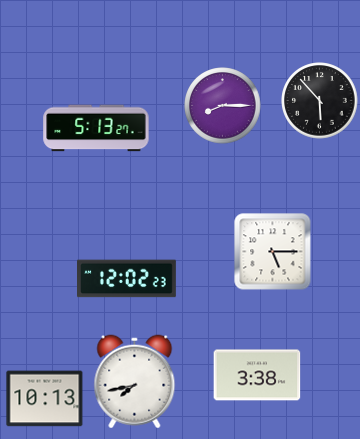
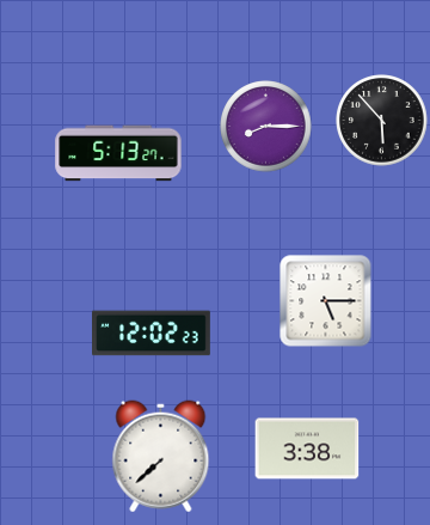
clock at (96, 128) position: (96, 128) -> (118, 153)
clock at (135, 382): 7:43 -> 7:38
clock at (45, 399): 10:13 -> none
